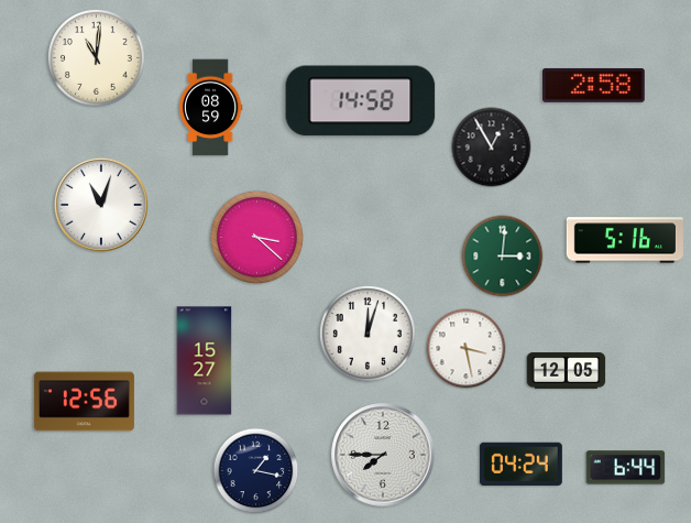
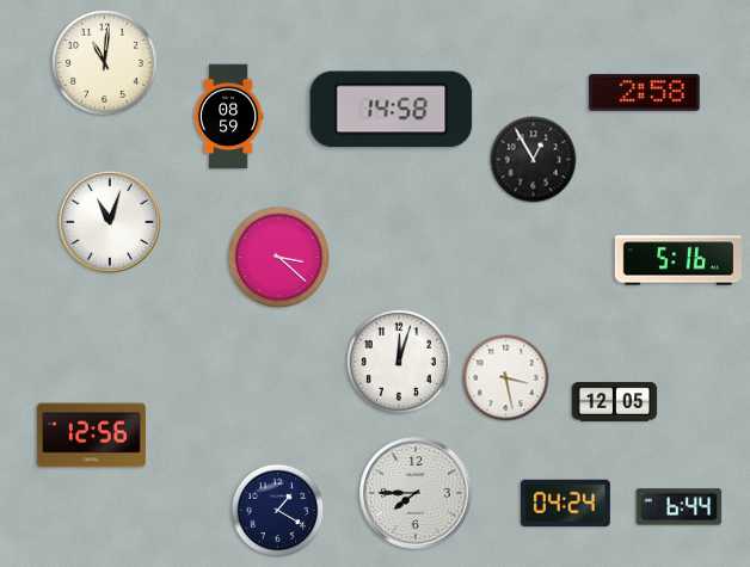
clock at (503, 257): 3:01 -> none
clock at (205, 361): 15:27 -> none
clock at (256, 471): 1:17 -> 1:20
